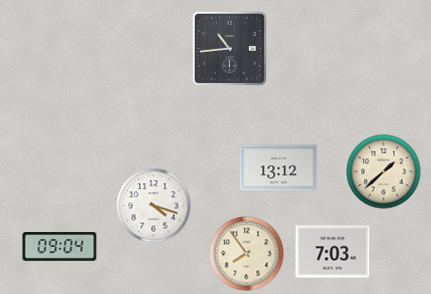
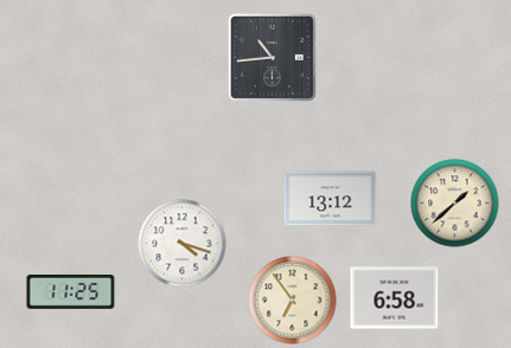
clock at (60, 247): 09:04 -> 11:25
clock at (333, 252): 7:03 -> 6:58
clock at (247, 254): 7:54 -> 6:54
